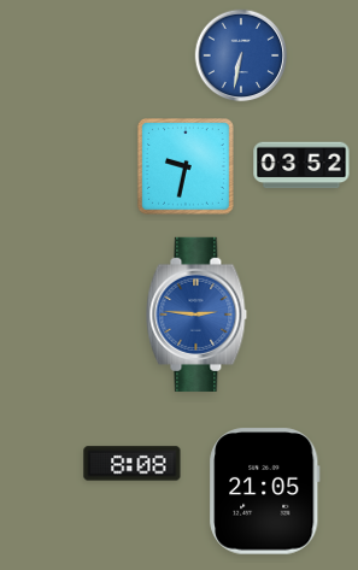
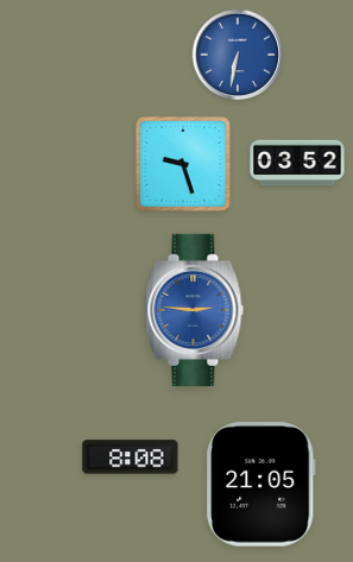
clock at (186, 166): 9:32 -> 9:27
